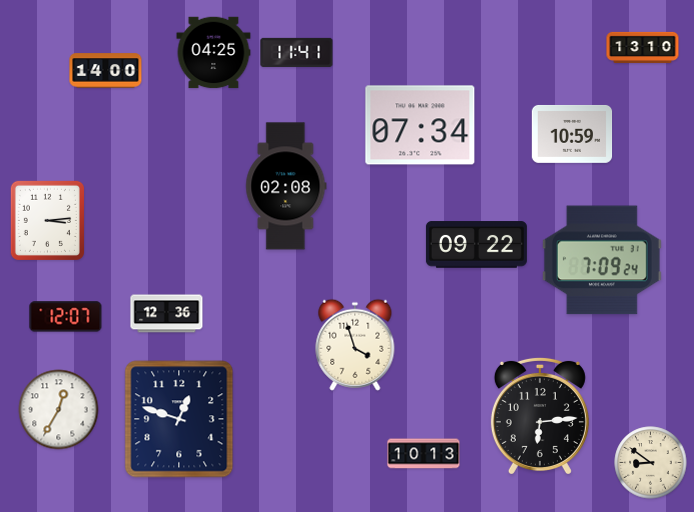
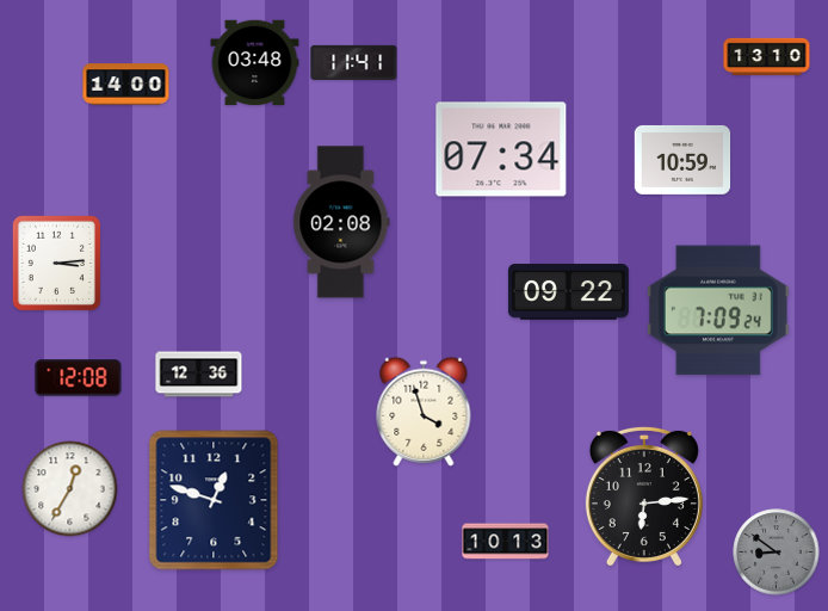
clock at (214, 53): 04:25 -> 03:48
clock at (66, 317): 12:07 -> 12:08
clock at (651, 463) dial: cream -> grey
